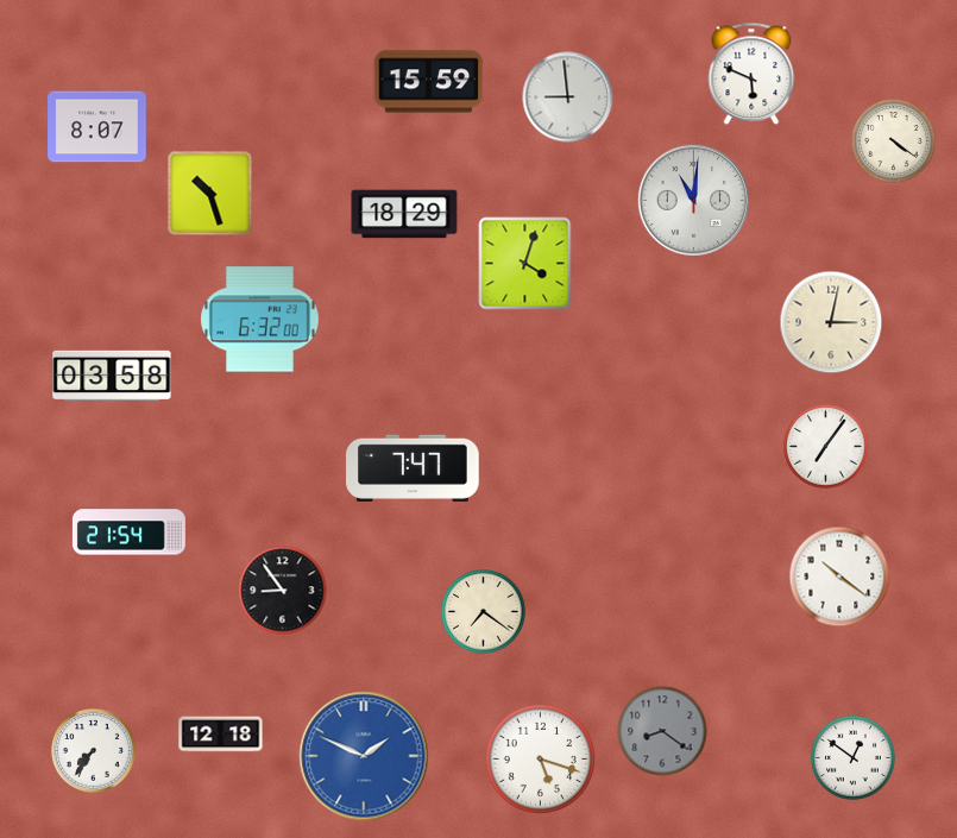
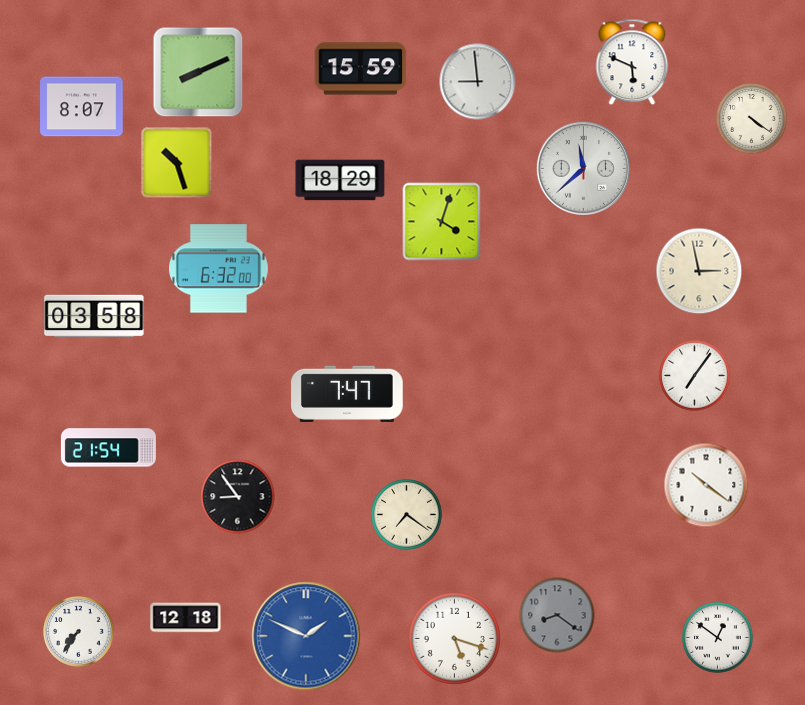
clock at (198, 72): none -> 8:11
clock at (693, 200): 11:01 -> 11:38
clock at (831, 322): 3:02 -> 2:58
